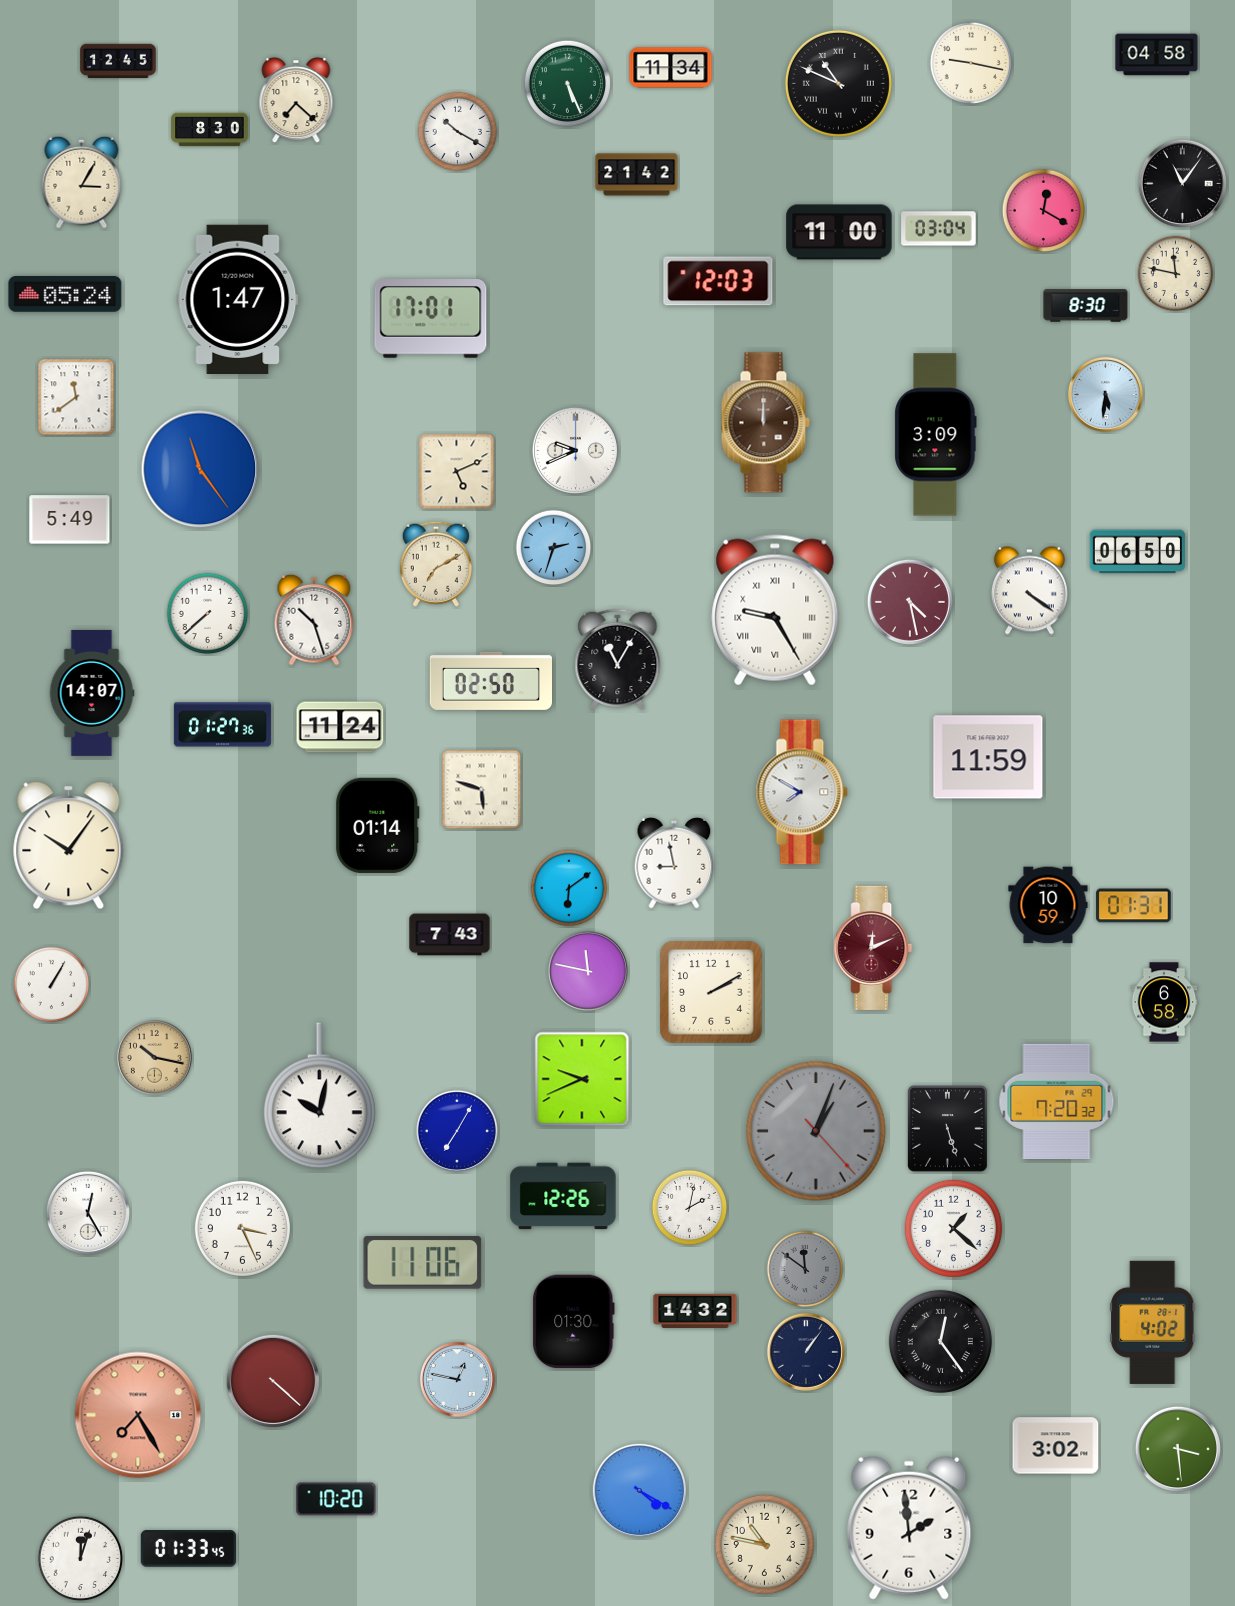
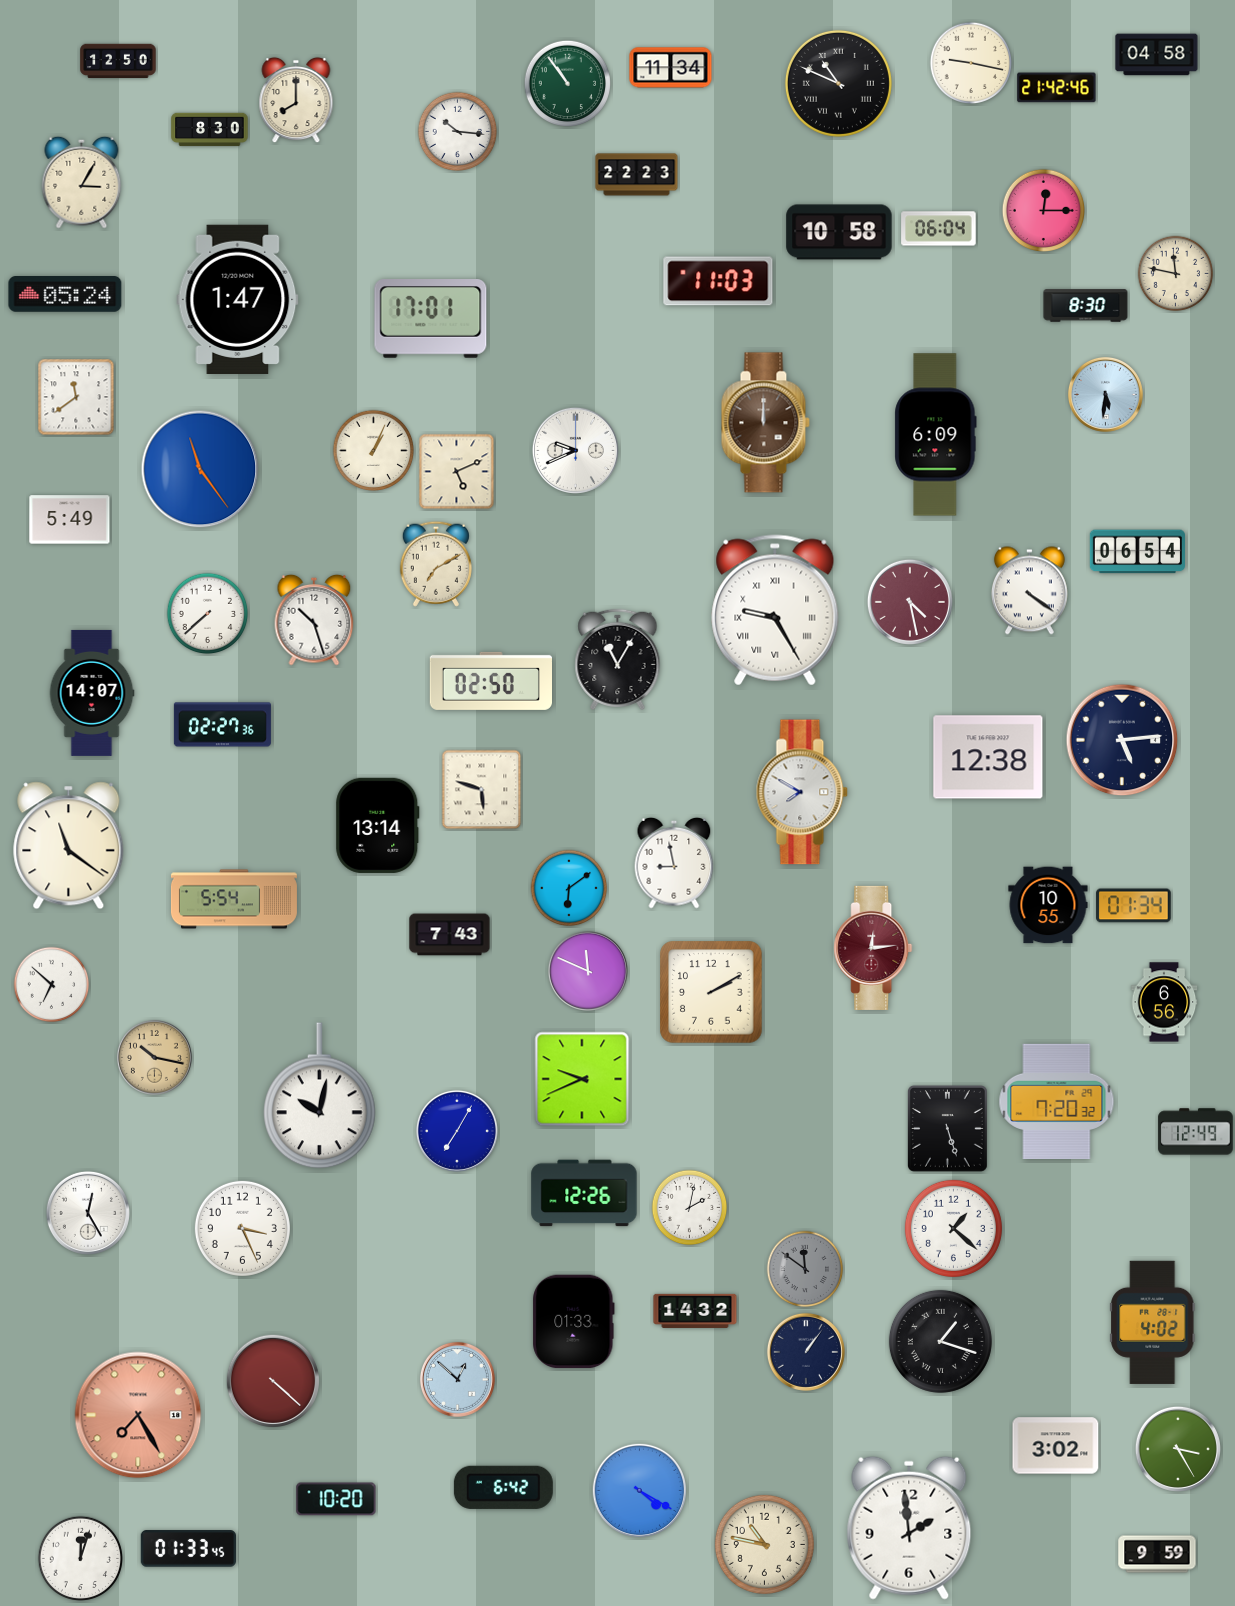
clock at (118, 61): 12:45 -> 12:50
clock at (567, 83): 5:26 -> 10:54
clock at (1057, 88): none -> 21:42
clock at (296, 100): 7:22 -> 8:00
clock at (458, 132): 10:20 -> 10:16
clock at (637, 175): 21:42 -> 22:23
clock at (1182, 183): 11:06 -> none
clock at (1044, 211): 12:20 -> 12:15
clock at (939, 229): 03:04 -> 06:04
clock at (839, 232): 11:00 -> 10:58
clock at (718, 281): 12:03 -> 11:03
clock at (936, 435): 3:09 -> 6:09
clock at (374, 451): none -> 1:04
clock at (554, 548): 2:33 -> none
clock at (1137, 552): 06:50 -> 06:54
clock at (222, 725): 01:27 -> 02:27
clock at (340, 727): 11:24 -> none
clock at (1122, 740): none -> 5:14
clock at (988, 757): 11:59 -> 12:38
clock at (378, 825): 01:14 -> 13:14
clock at (69, 846): 10:06 -> 11:21
clock at (234, 899): none -> 5:54
clock at (1048, 905): 10:59 -> 10:55
clock at (1134, 906): 01:31 -> 01:34
clock at (873, 948): 12:11 -> 12:14
clock at (588, 971): 11:47 -> 11:49
clock at (52, 985): 1:05 -> 6:52
clock at (1164, 1002): 6:58 -> 6:56
clock at (817, 1132): 1:03 -> none
clock at (1196, 1132): none -> 12:49
clock at (563, 1196) position: (563, 1196) -> (584, 1193)
clock at (423, 1263): 11:06 -> none
clock at (574, 1322): 01:30 -> 01:33
clock at (940, 1341): 12:24 -> 1:18
clock at (457, 1379): 12:47 -> 12:52
clock at (1178, 1449): 3:29 -> 3:25
clock at (503, 1487): none -> 6:42
clock at (1157, 1554): none -> 9:59
